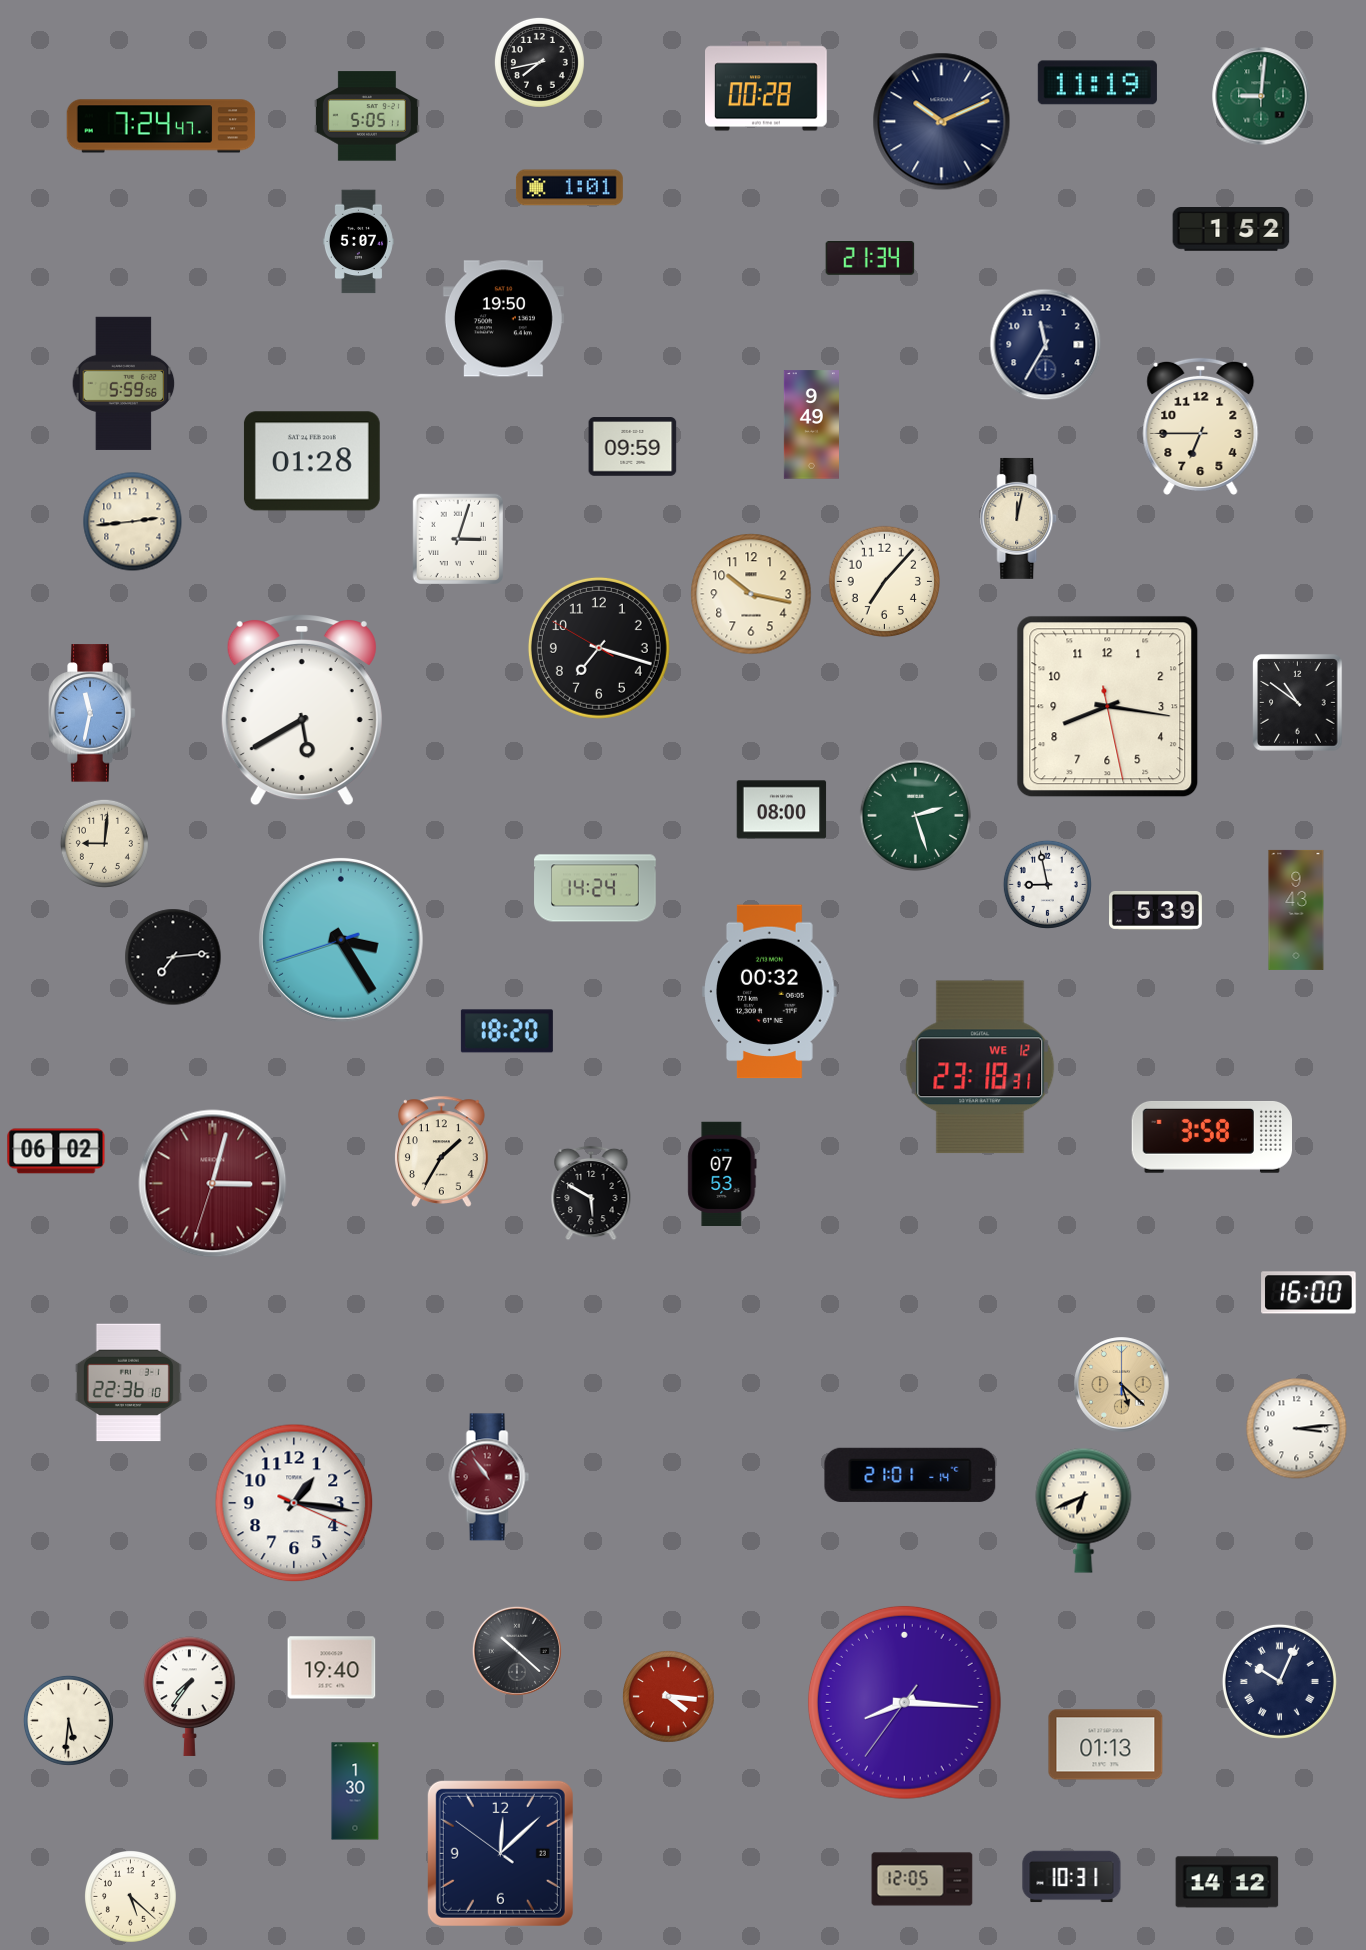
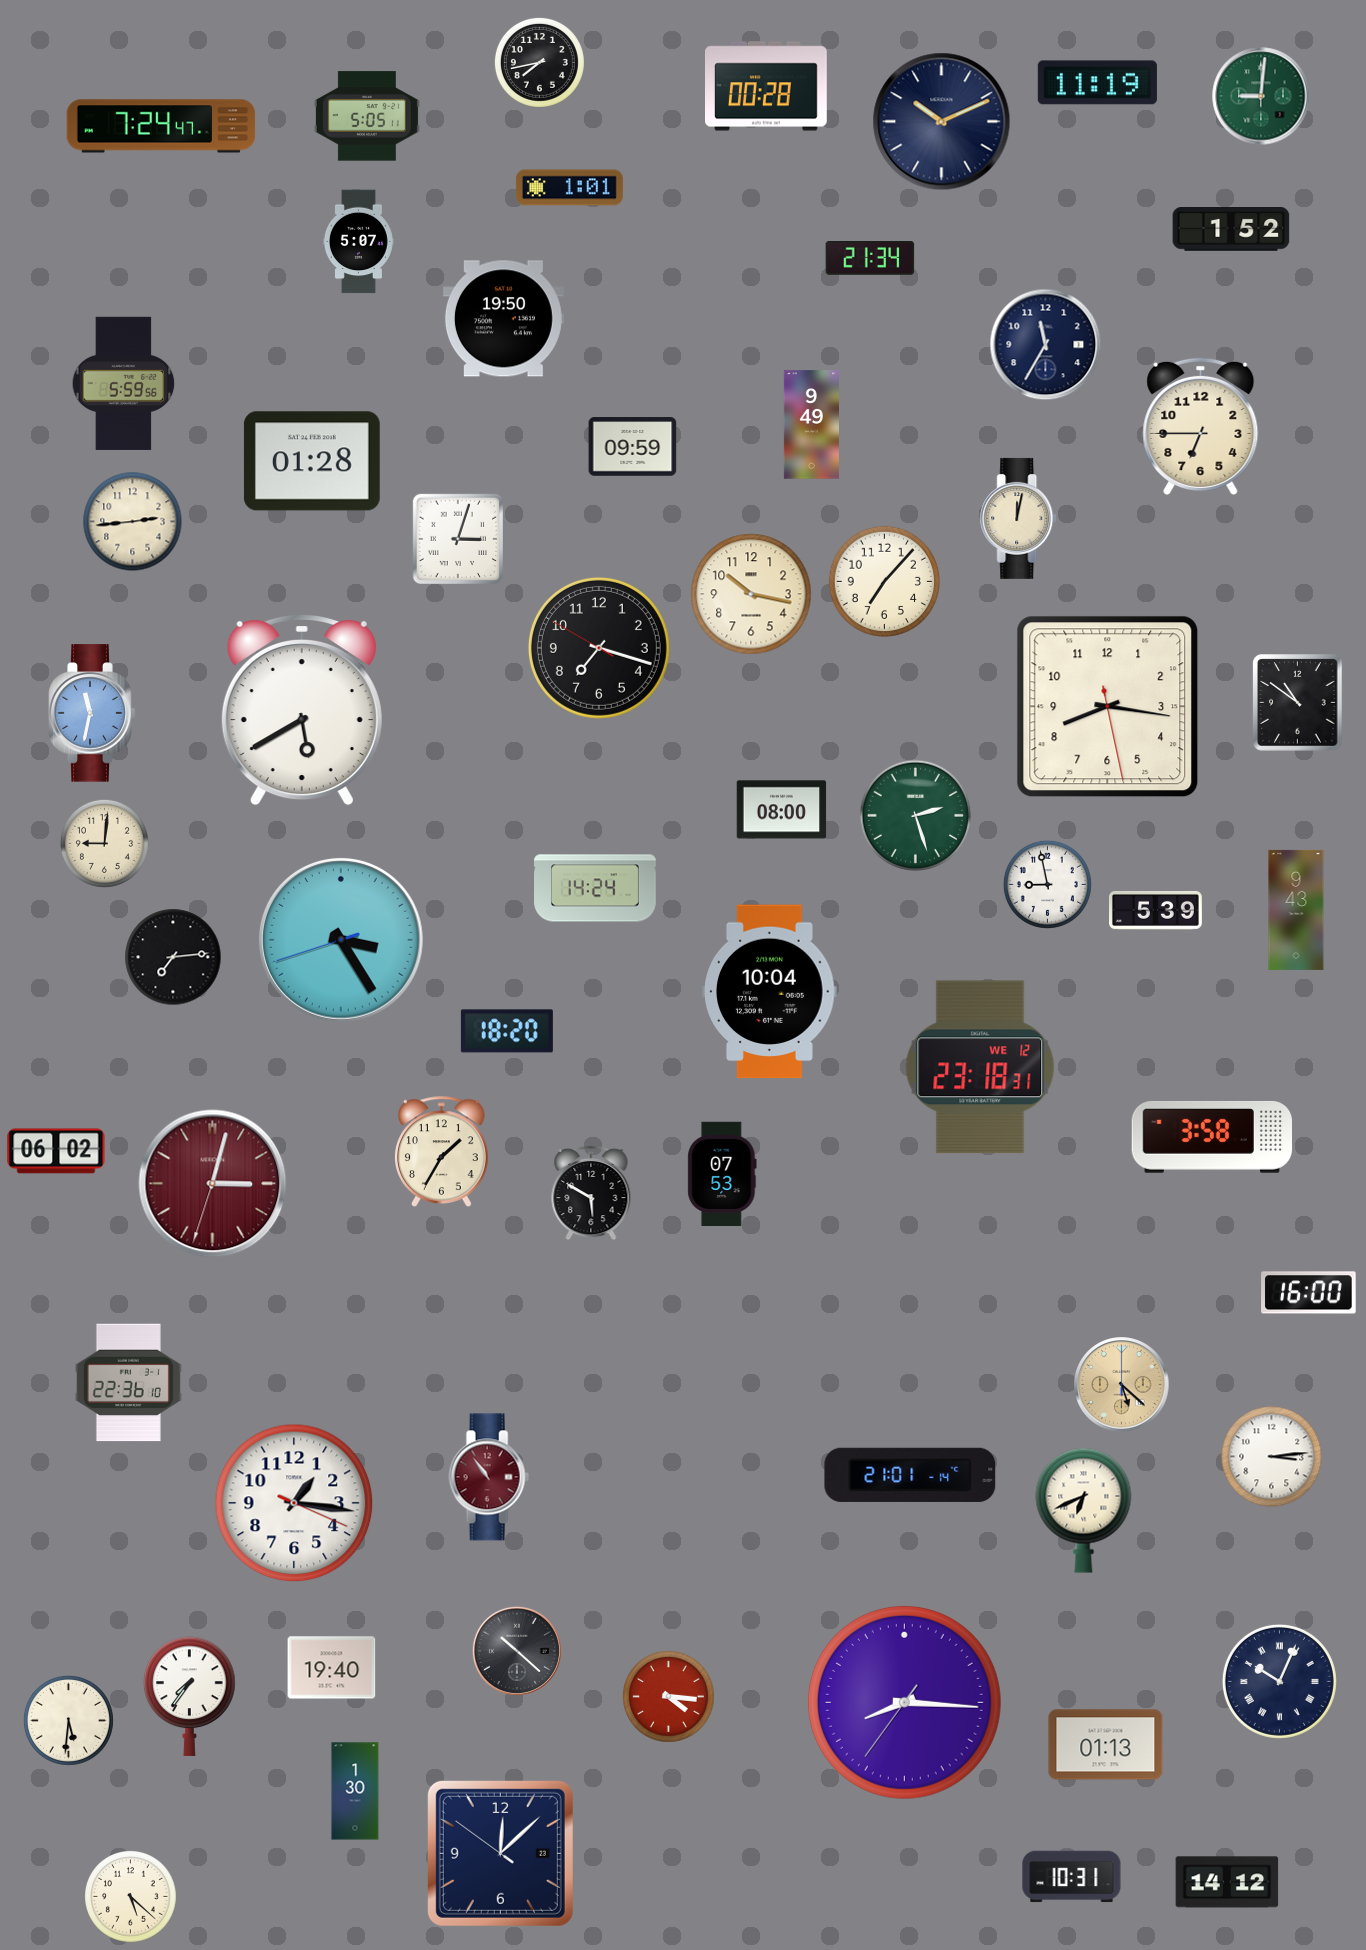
clock at (770, 992): 00:32 -> 10:04
clock at (1297, 1429) position: (1297, 1429) -> (1272, 1457)
clock at (922, 1879): 12:05 -> none
